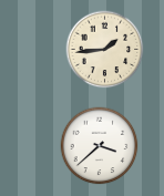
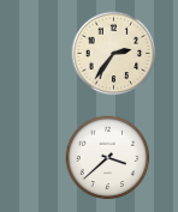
clock at (105, 50): 1:44 -> 2:36
